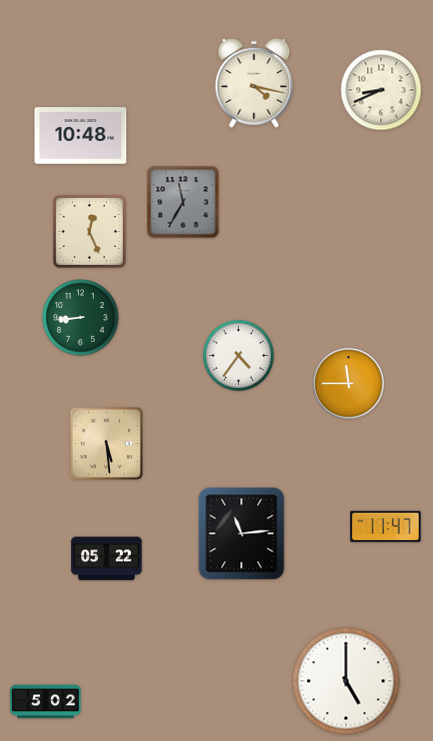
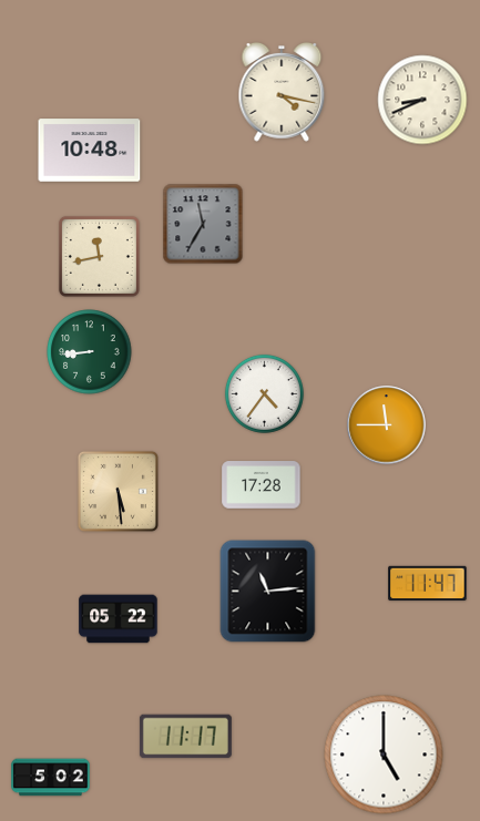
clock at (89, 231): 12:26 -> 11:43
clock at (262, 485): none -> 17:28
clock at (185, 737): none -> 11:17
